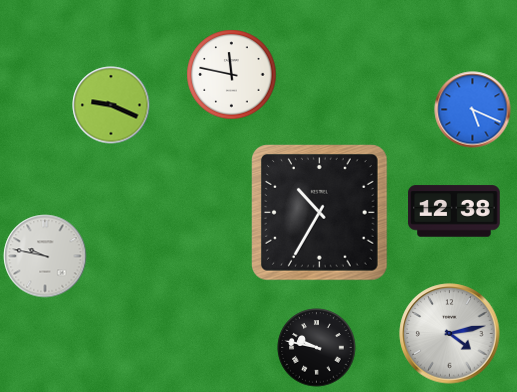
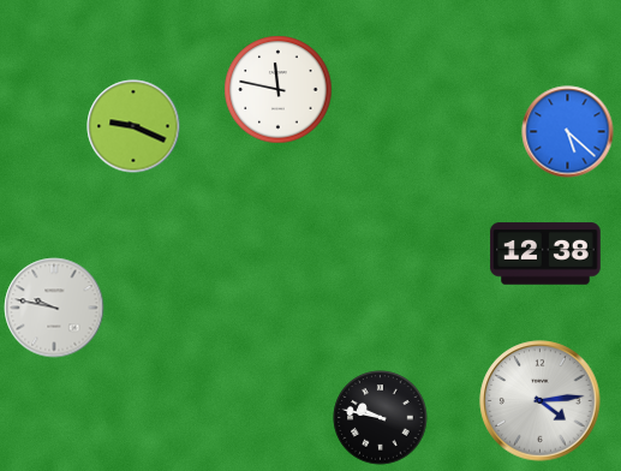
clock at (473, 110): 5:19 -> 5:22
clock at (320, 213): 10:35 -> none
clock at (450, 334): 4:13 -> 4:14
